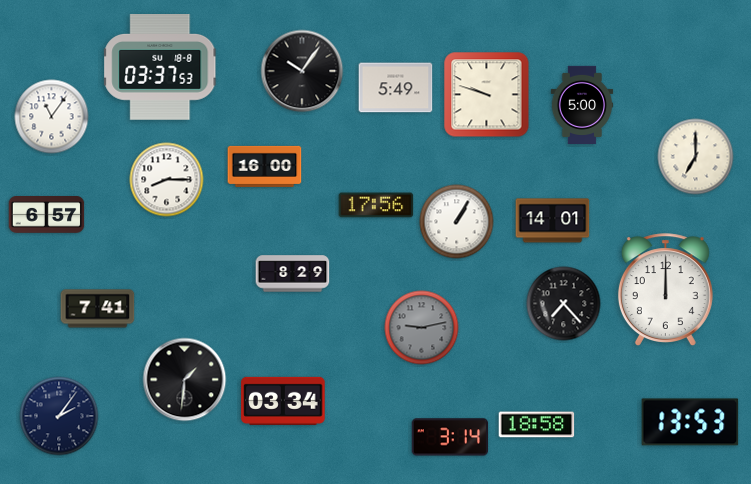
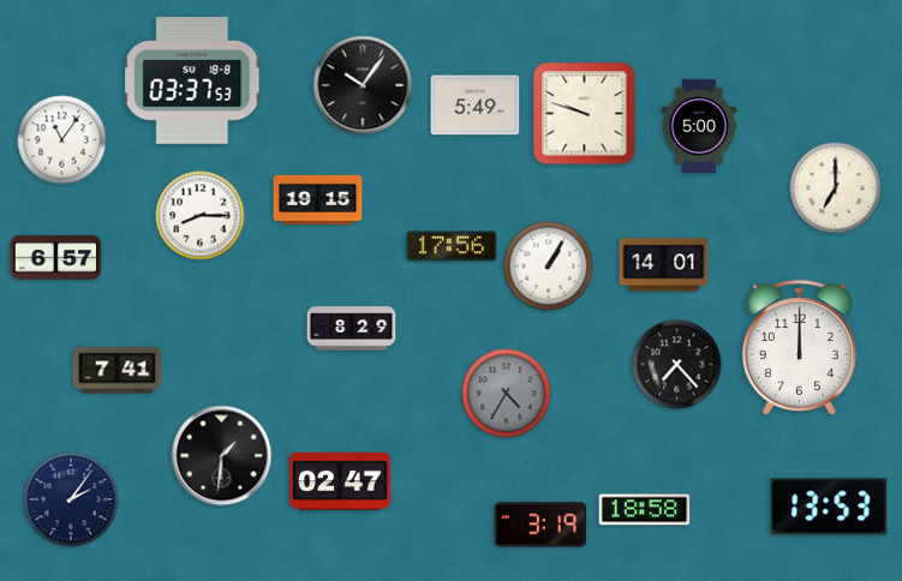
clock at (265, 166): 16:00 -> 19:15
clock at (422, 328): 9:13 -> 4:35
clock at (283, 401): 03:34 -> 02:47
clock at (450, 437): 3:14 -> 3:19
